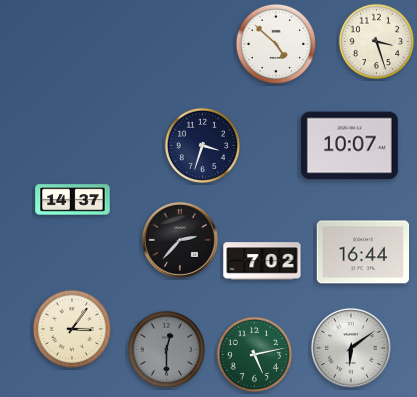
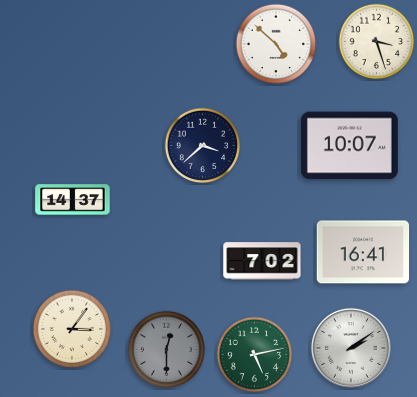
clock at (203, 146): 3:33 -> 3:38
clock at (180, 240): 2:37 -> none
clock at (363, 252): 16:44 -> 16:41
clock at (351, 348): 6:09 -> 2:09
